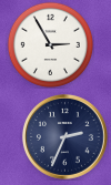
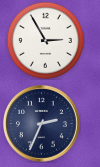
clock at (64, 136) position: (64, 136) -> (41, 123)
